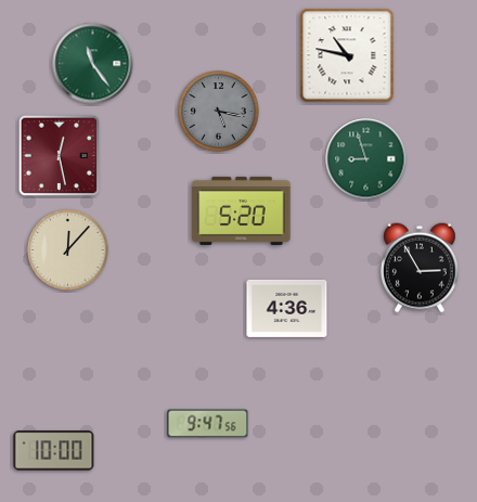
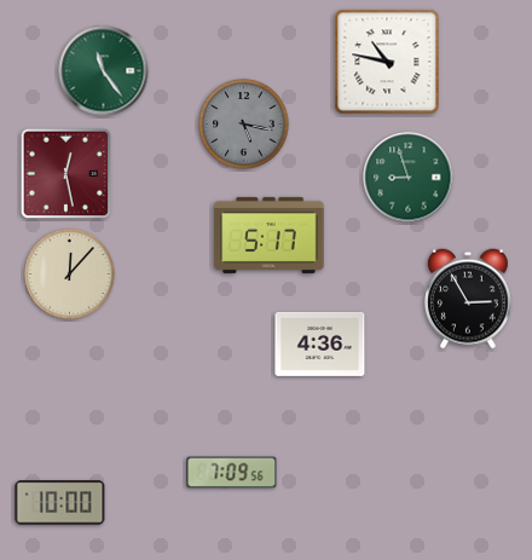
clock at (242, 210): 5:20 -> 5:17
clock at (68, 250) position: (68, 250) -> (70, 275)
clock at (208, 424): 9:47 -> 7:09
